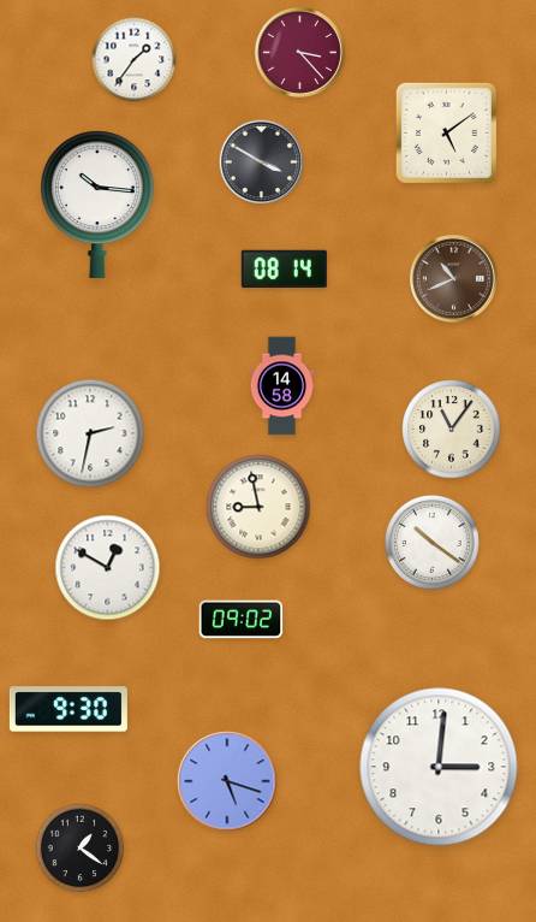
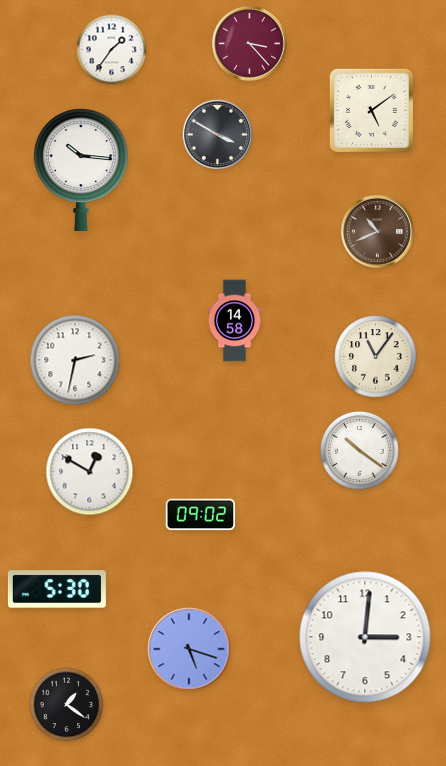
clock at (284, 268): 08:14 -> none
clock at (258, 507): 8:58 -> none
clock at (69, 709): 9:30 -> 5:30
